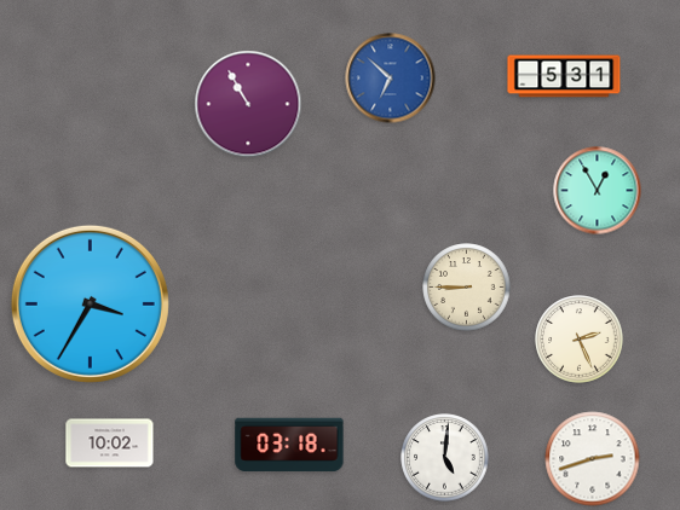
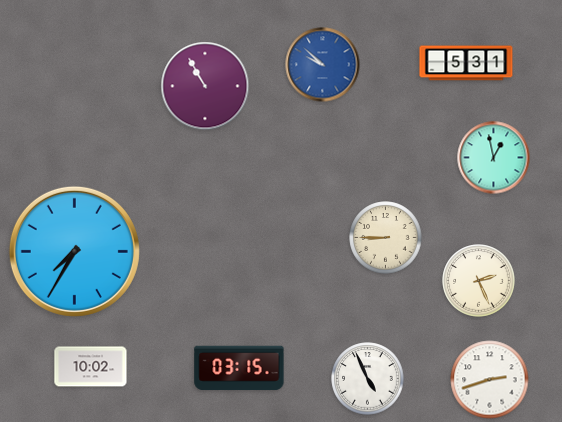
clock at (391, 79): 6:52 -> 9:52
clock at (598, 191): 12:55 -> 12:58
clock at (90, 303): 3:35 -> 7:35
clock at (289, 445): 03:18 -> 03:15
clock at (445, 458): 5:01 -> 4:56
